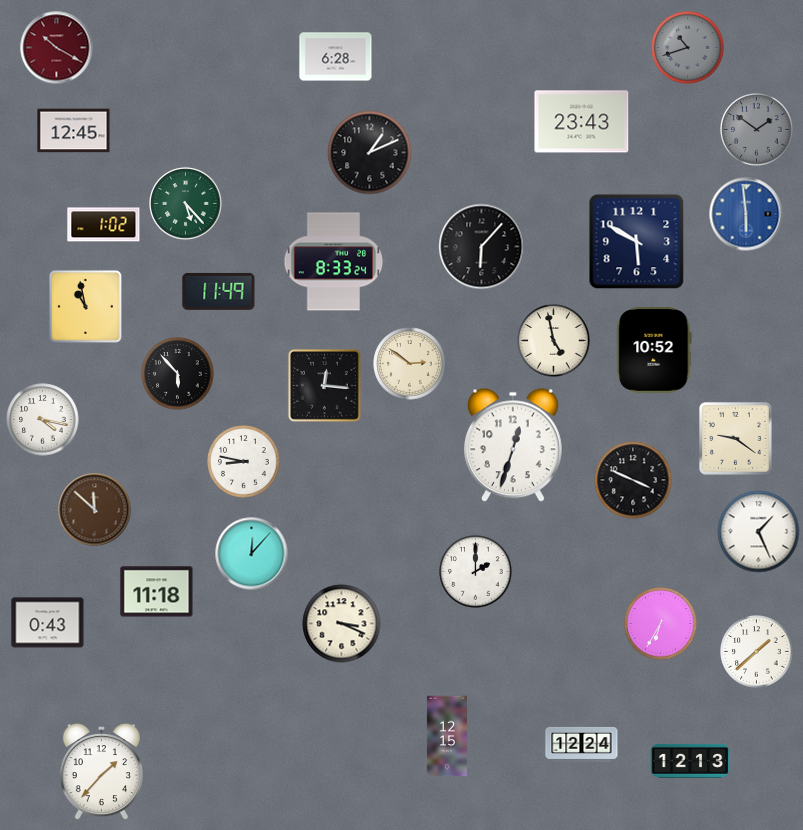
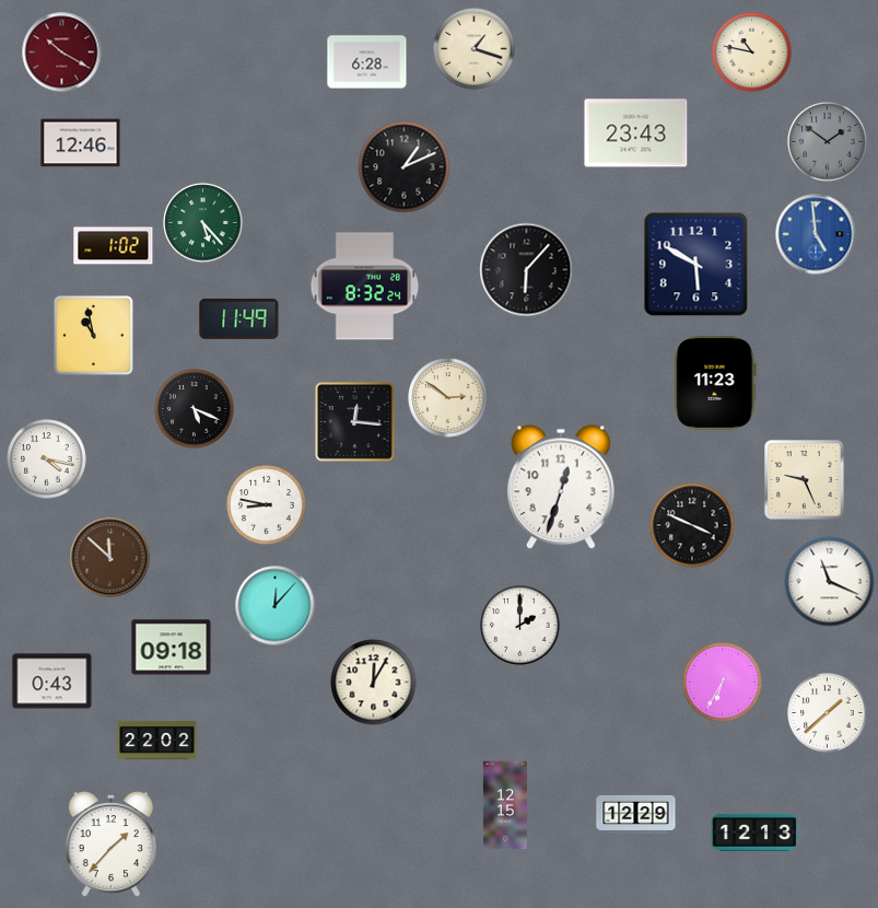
clock at (475, 49): none -> 1:18
clock at (688, 48): 10:42 -> 10:47
clock at (688, 48) dial: grey -> cream
clock at (74, 131): 12:45 -> 12:46
clock at (746, 214): 5:59 -> 4:59
clock at (334, 262): 8:33 -> 8:32
clock at (554, 341): 4:58 -> none
clock at (654, 350): 10:52 -> 11:23
clock at (178, 374): 5:53 -> 5:19
clock at (736, 439): 9:21 -> 9:26
clock at (95, 510) position: (95, 510) -> (110, 558)
clock at (759, 532): 1:26 -> 11:19
clock at (157, 592): 11:18 -> 09:18
clock at (342, 624): 3:19 -> 12:05
clock at (157, 740): none -> 22:02
clock at (447, 736) position: (447, 736) -> (505, 805)
clock at (582, 744): 12:24 -> 12:29
